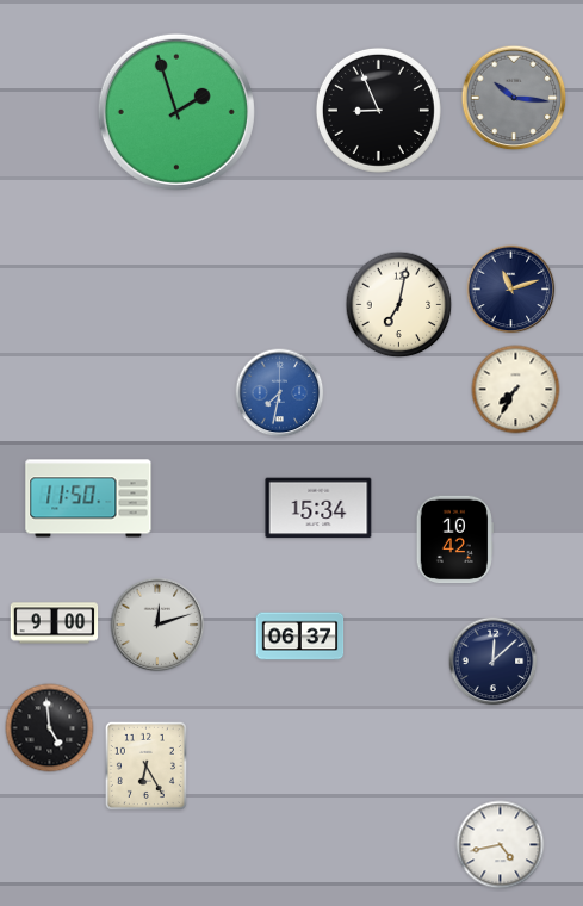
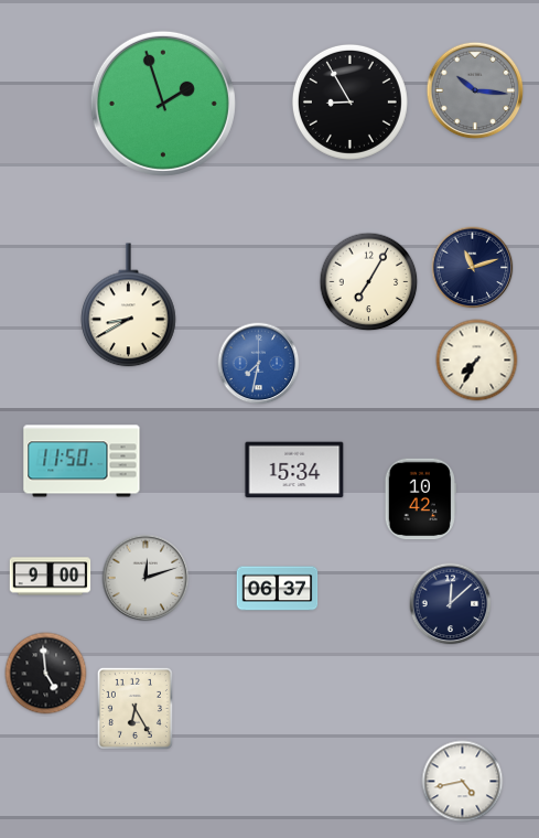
clock at (378, 110): 8:56 -> 8:55
clock at (399, 305): 7:02 -> 7:05
clock at (129, 305): none -> 8:40
clock at (494, 662) position: (494, 662) -> (451, 604)
